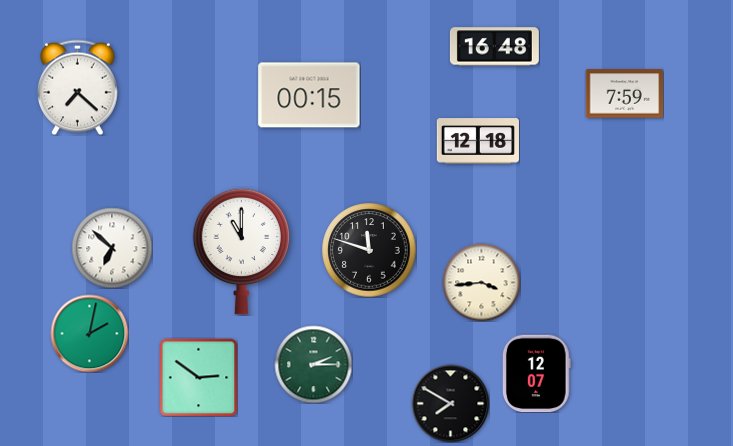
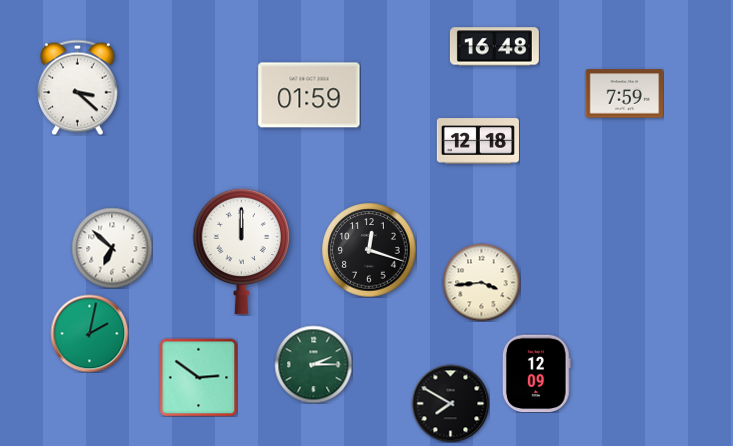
clock at (78, 87): 7:22 -> 3:22
clock at (309, 95): 00:15 -> 01:59
clock at (369, 250): 11:48 -> 12:18
clock at (242, 251): 11:00 -> 12:00
clock at (536, 373): 12:07 -> 12:09
